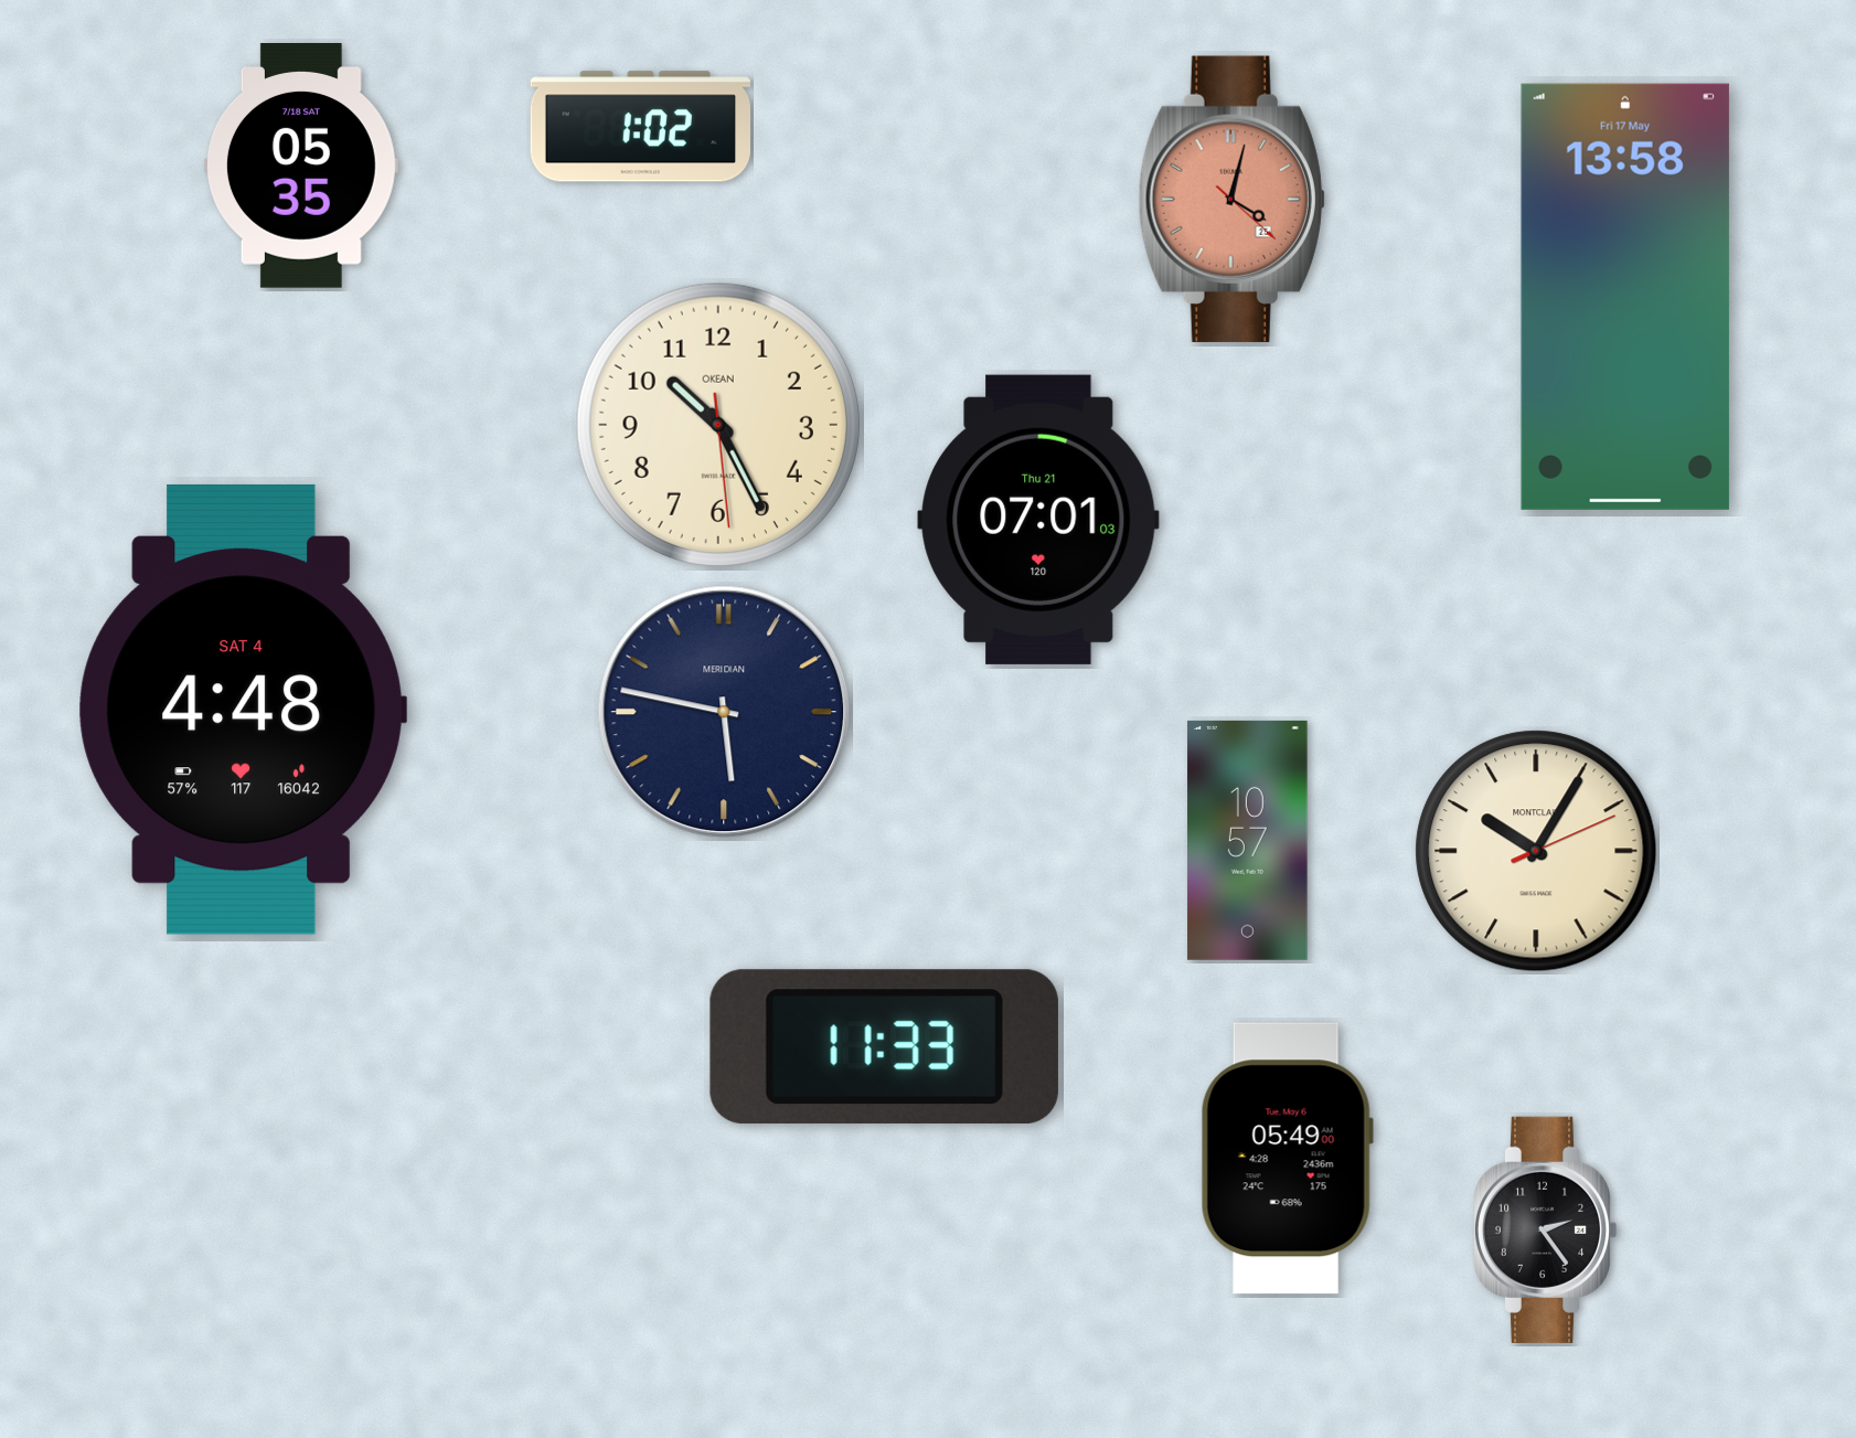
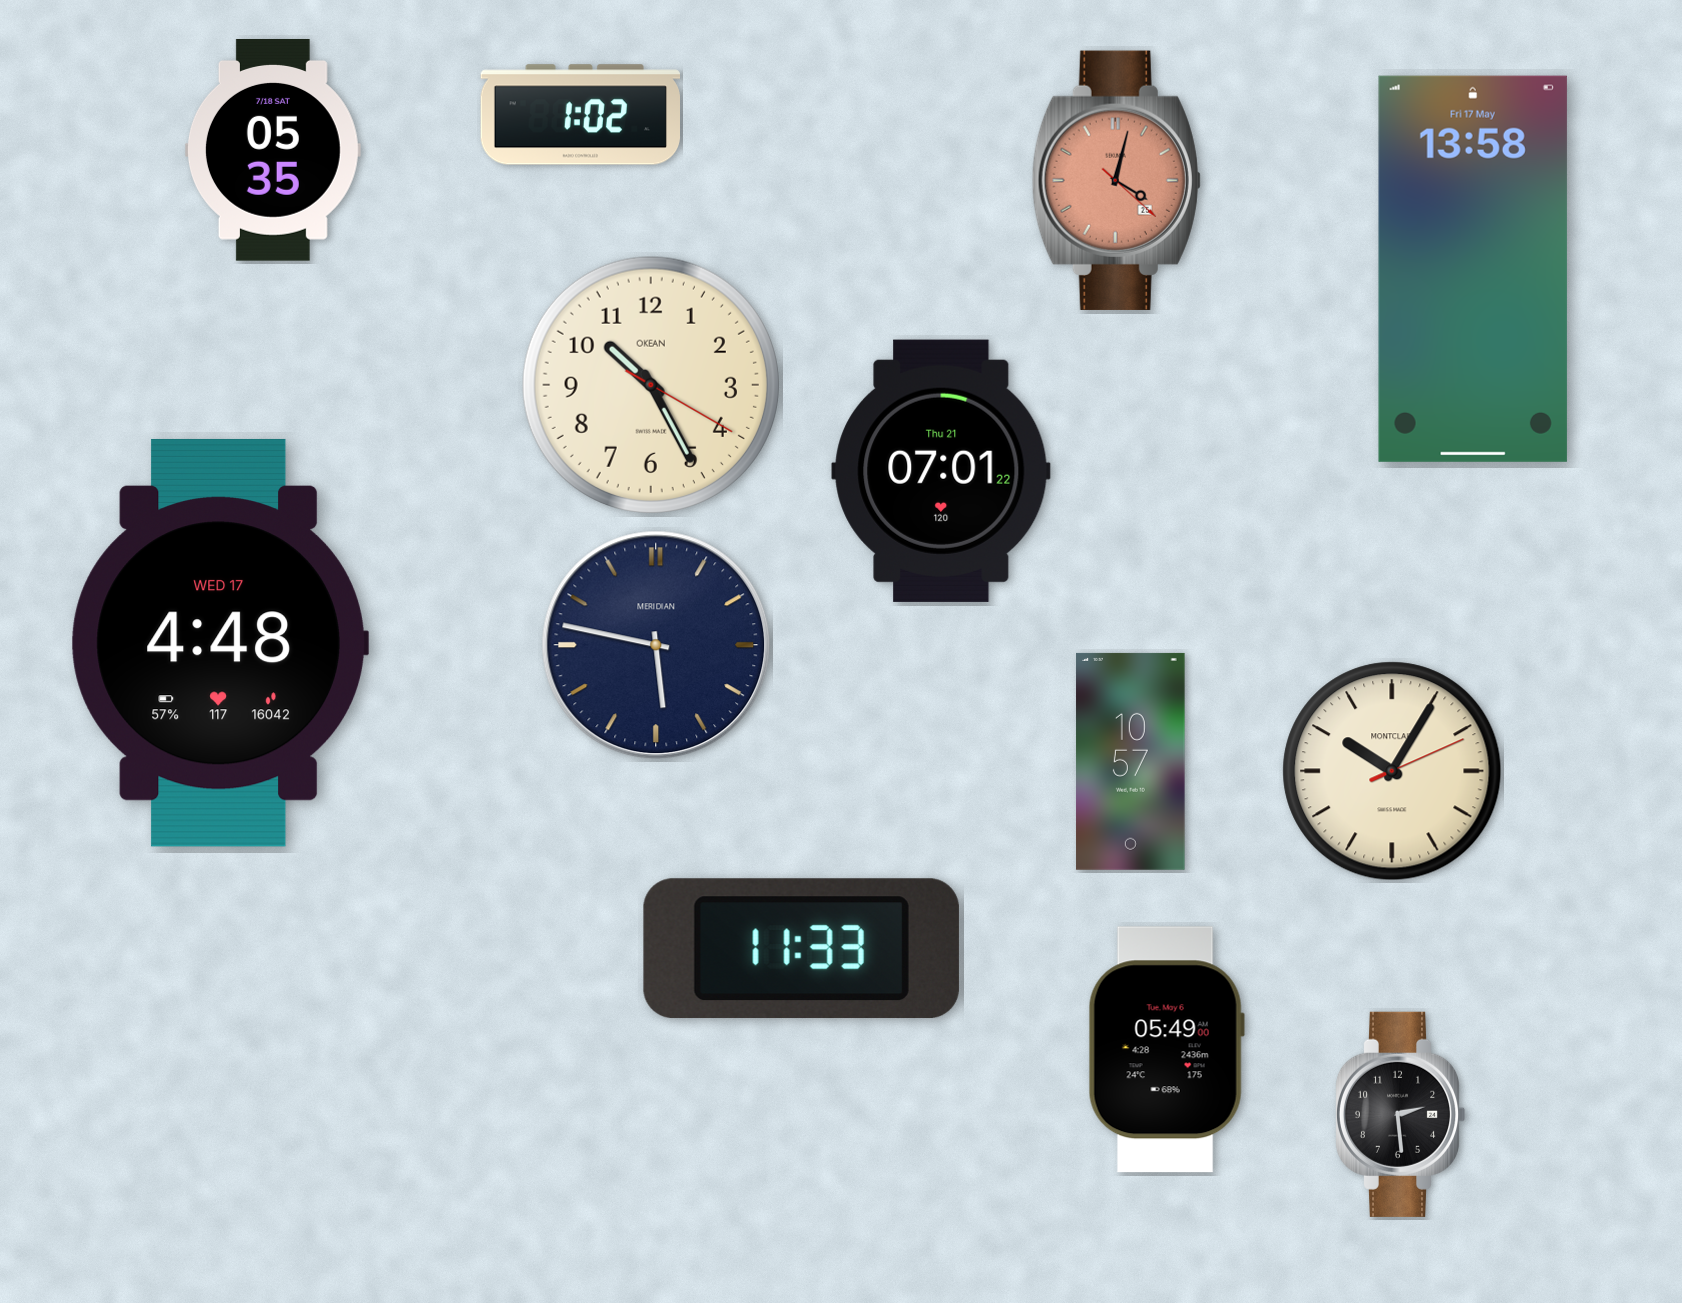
clock at (718, 425): 10:25:29 -> 10:25:20
clock at (1038, 520): 07:01:03 -> 07:01:22
clock at (243, 710) date: SAT 4 -> WED 17
clock at (1545, 1229): 2:24 -> 2:29
